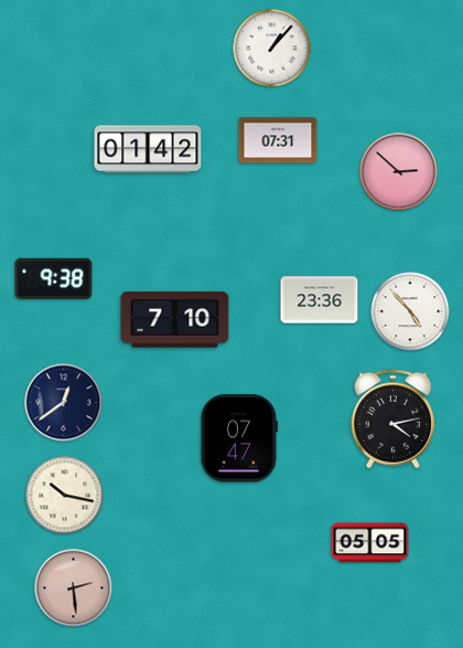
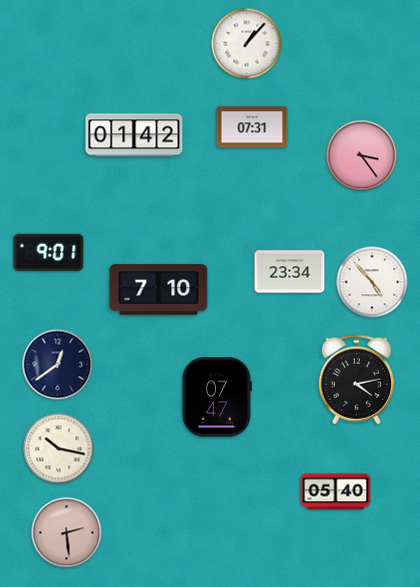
clock at (399, 172): 2:52 -> 3:24
clock at (54, 278): 9:38 -> 9:01
clock at (320, 300): 23:36 -> 23:34
clock at (370, 543): 05:05 -> 05:40
